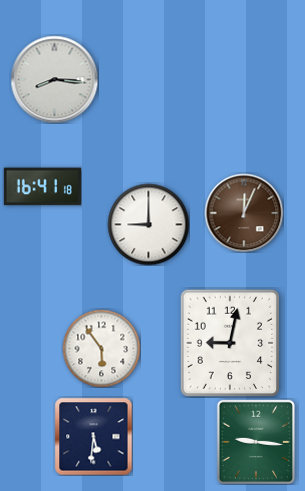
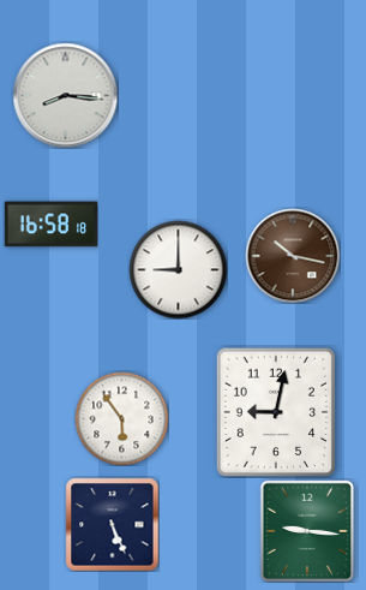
clock at (42, 187): 16:41 -> 16:58
clock at (244, 213): 12:04 -> 10:17
clock at (93, 436): 5:31 -> 5:26
